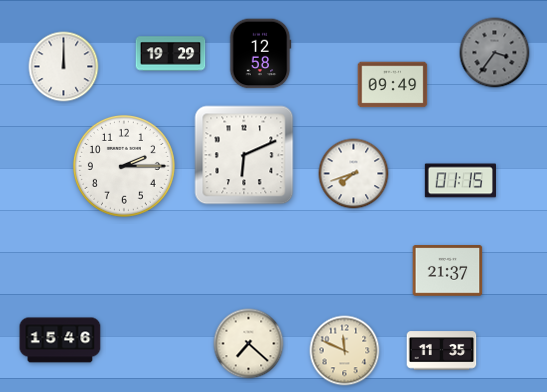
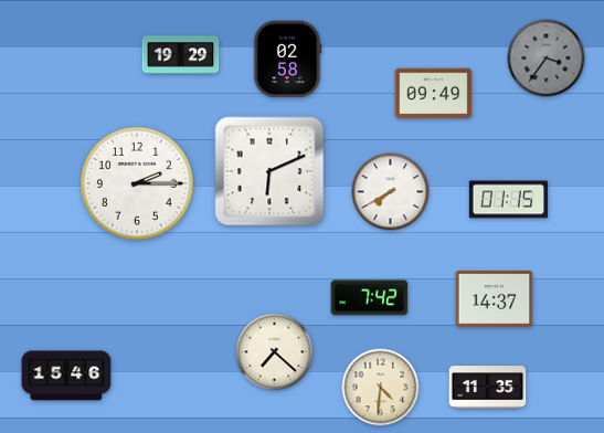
clock at (171, 54) position: (171, 54) -> (181, 55)
clock at (260, 54): 12:58 -> 02:58
clock at (64, 67): 12:00 -> none
clock at (354, 174): 7:42 -> 7:40
clock at (370, 298): none -> 7:42
clock at (448, 271): 21:37 -> 14:37
clock at (249, 344) position: (249, 344) -> (275, 352)
clock at (345, 351): 11:49 -> 4:31
